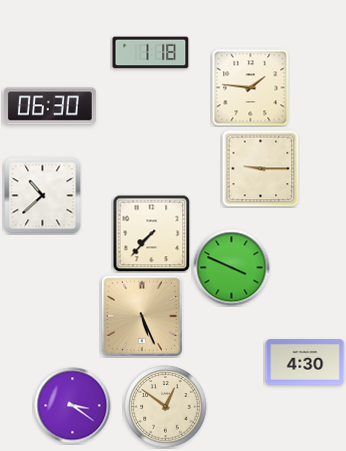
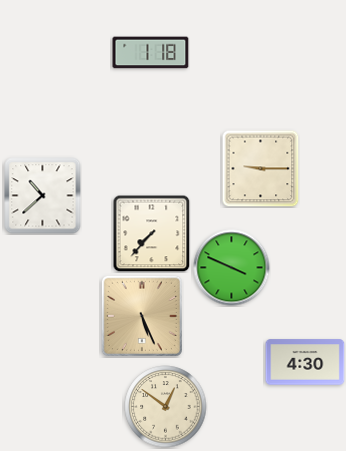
clock at (251, 88): 1:46 -> none
clock at (50, 106): 06:30 -> none
clock at (73, 406): 3:21 -> none
